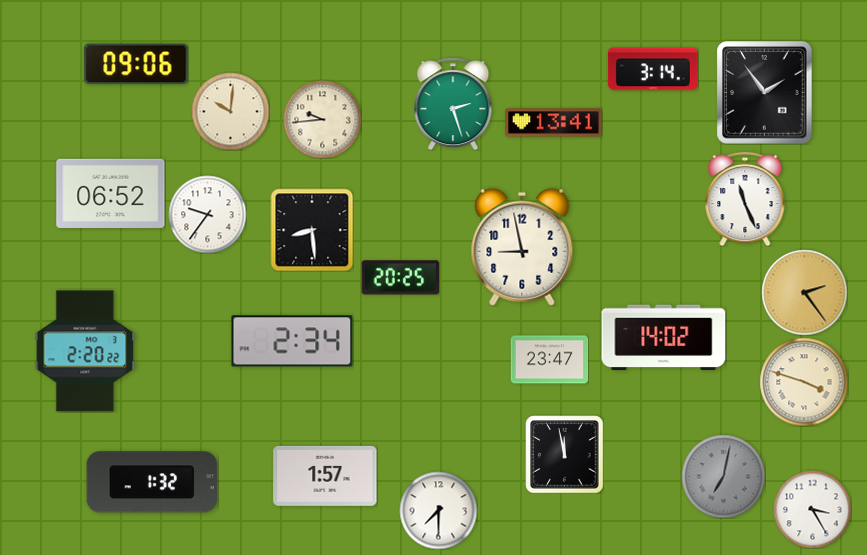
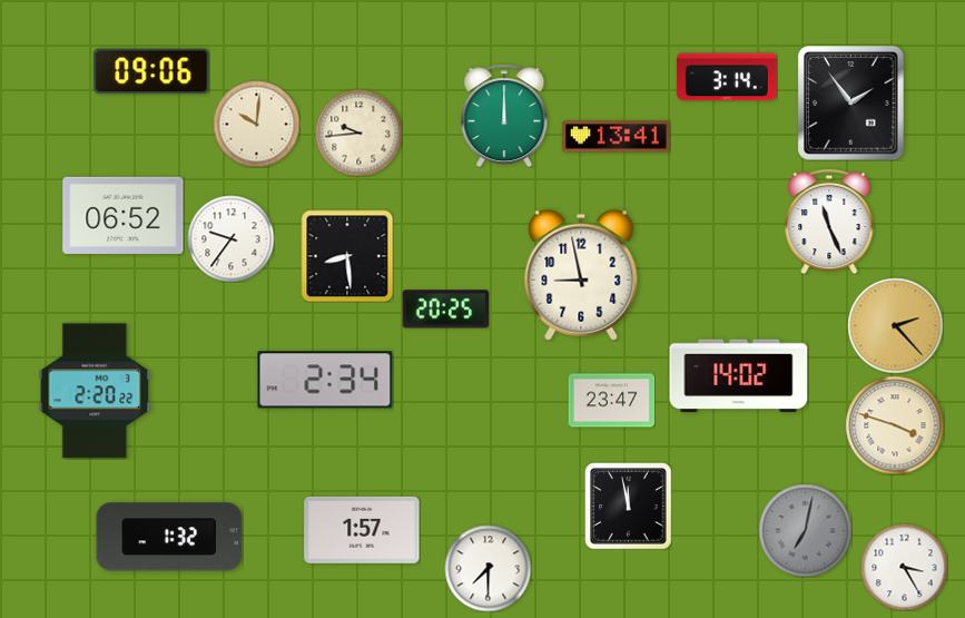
clock at (453, 104): 2:27 -> 12:00
clock at (804, 292): 2:24 -> 2:23
